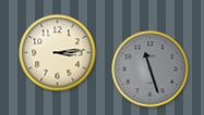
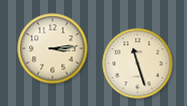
clock at (151, 69) dial: grey -> cream
